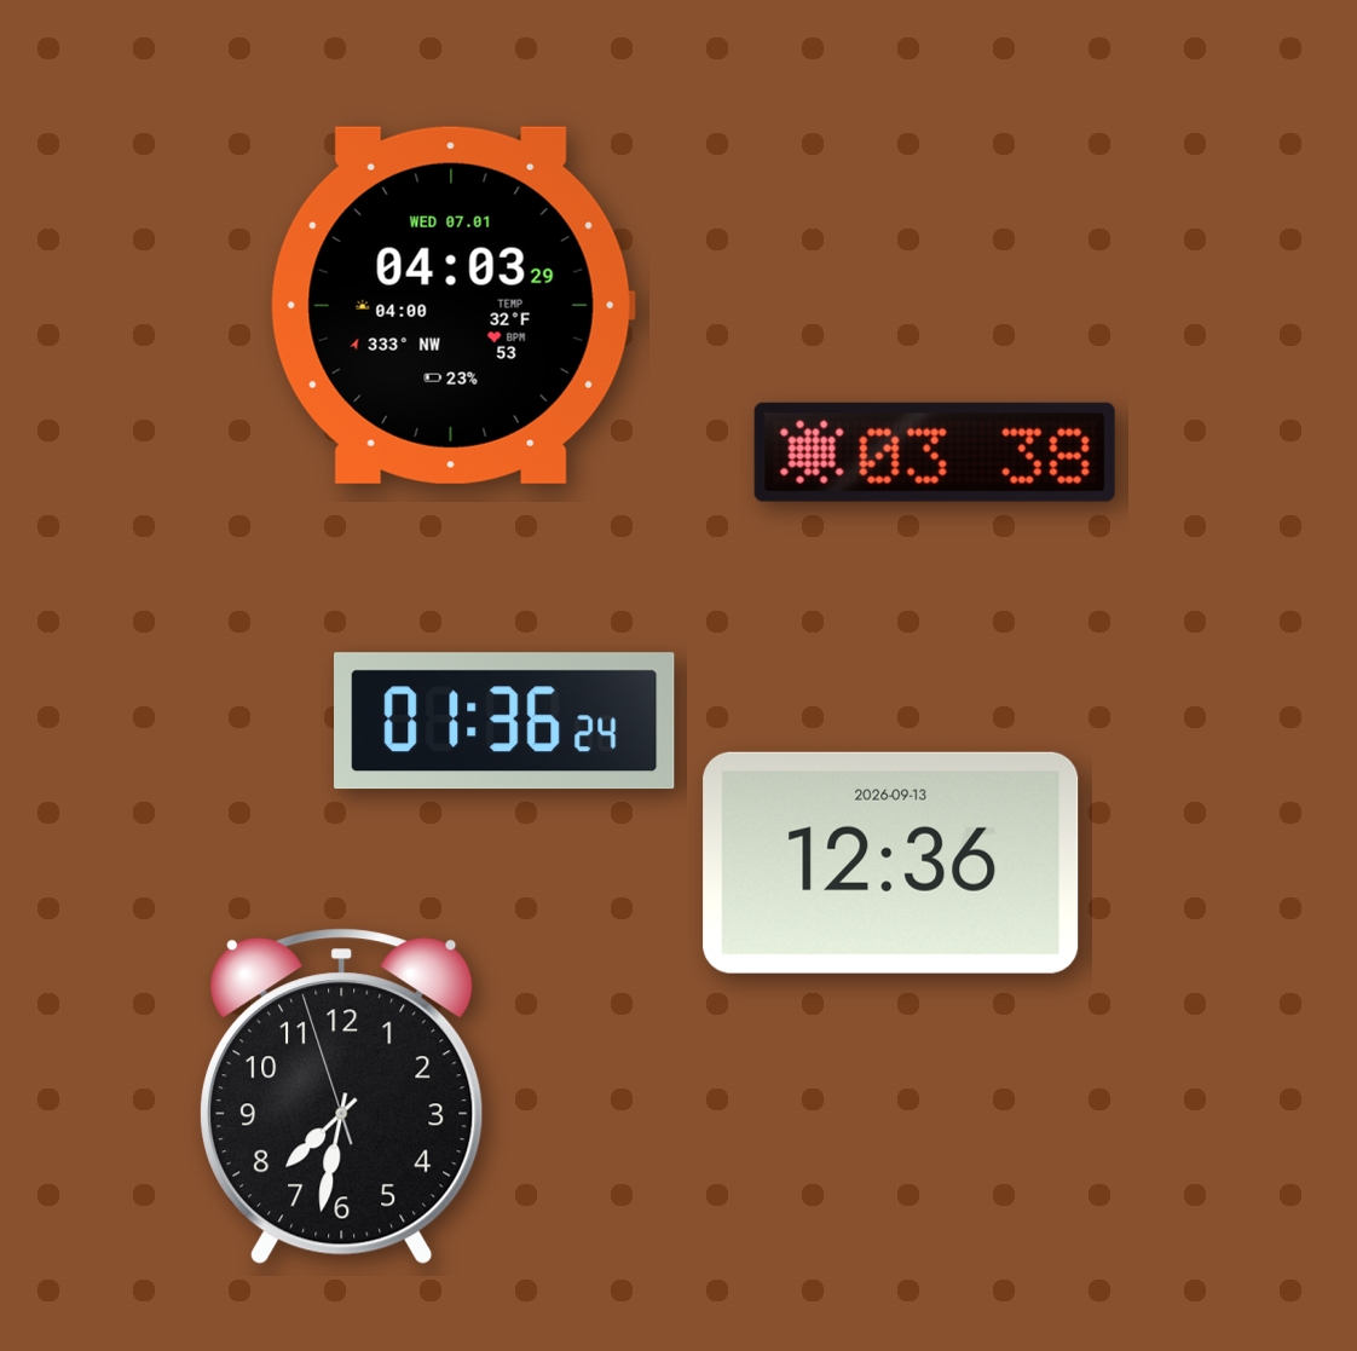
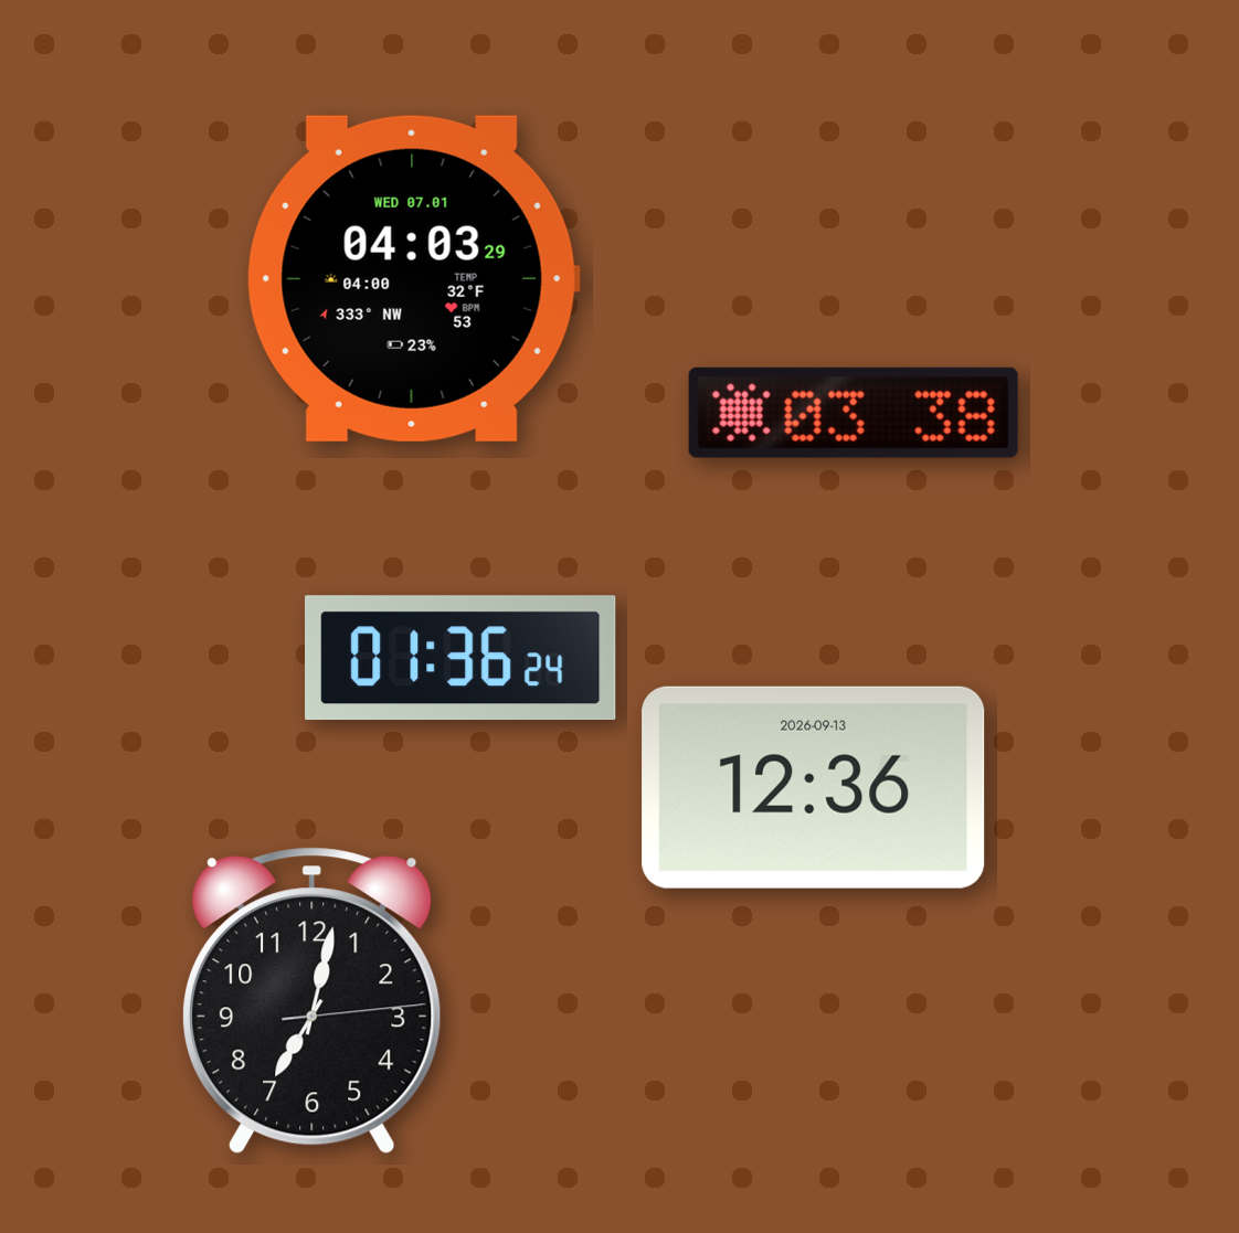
clock at (342, 1097): 7:31 -> 7:02
